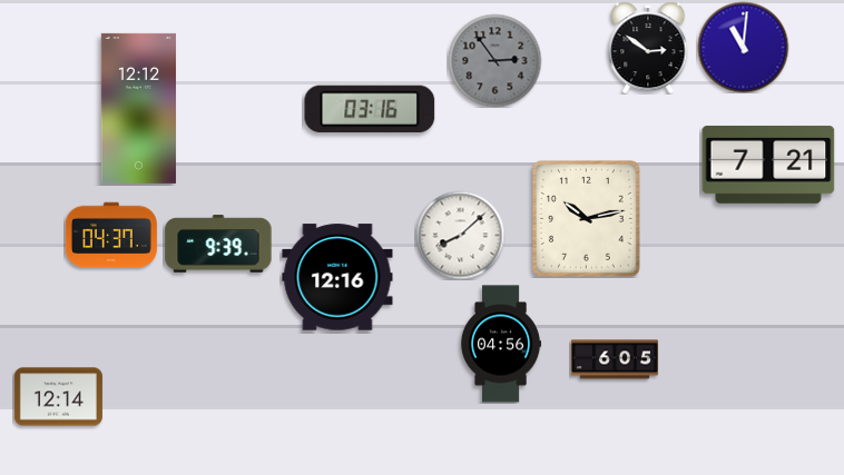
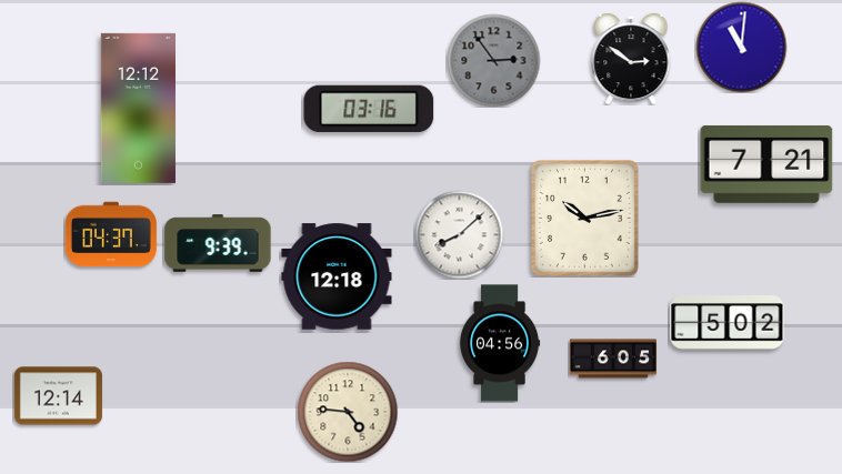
clock at (648, 48) position: (648, 48) -> (631, 59)
clock at (337, 277): 12:16 -> 12:18
clock at (728, 323): none -> 5:02
clock at (348, 412): none -> 4:46
